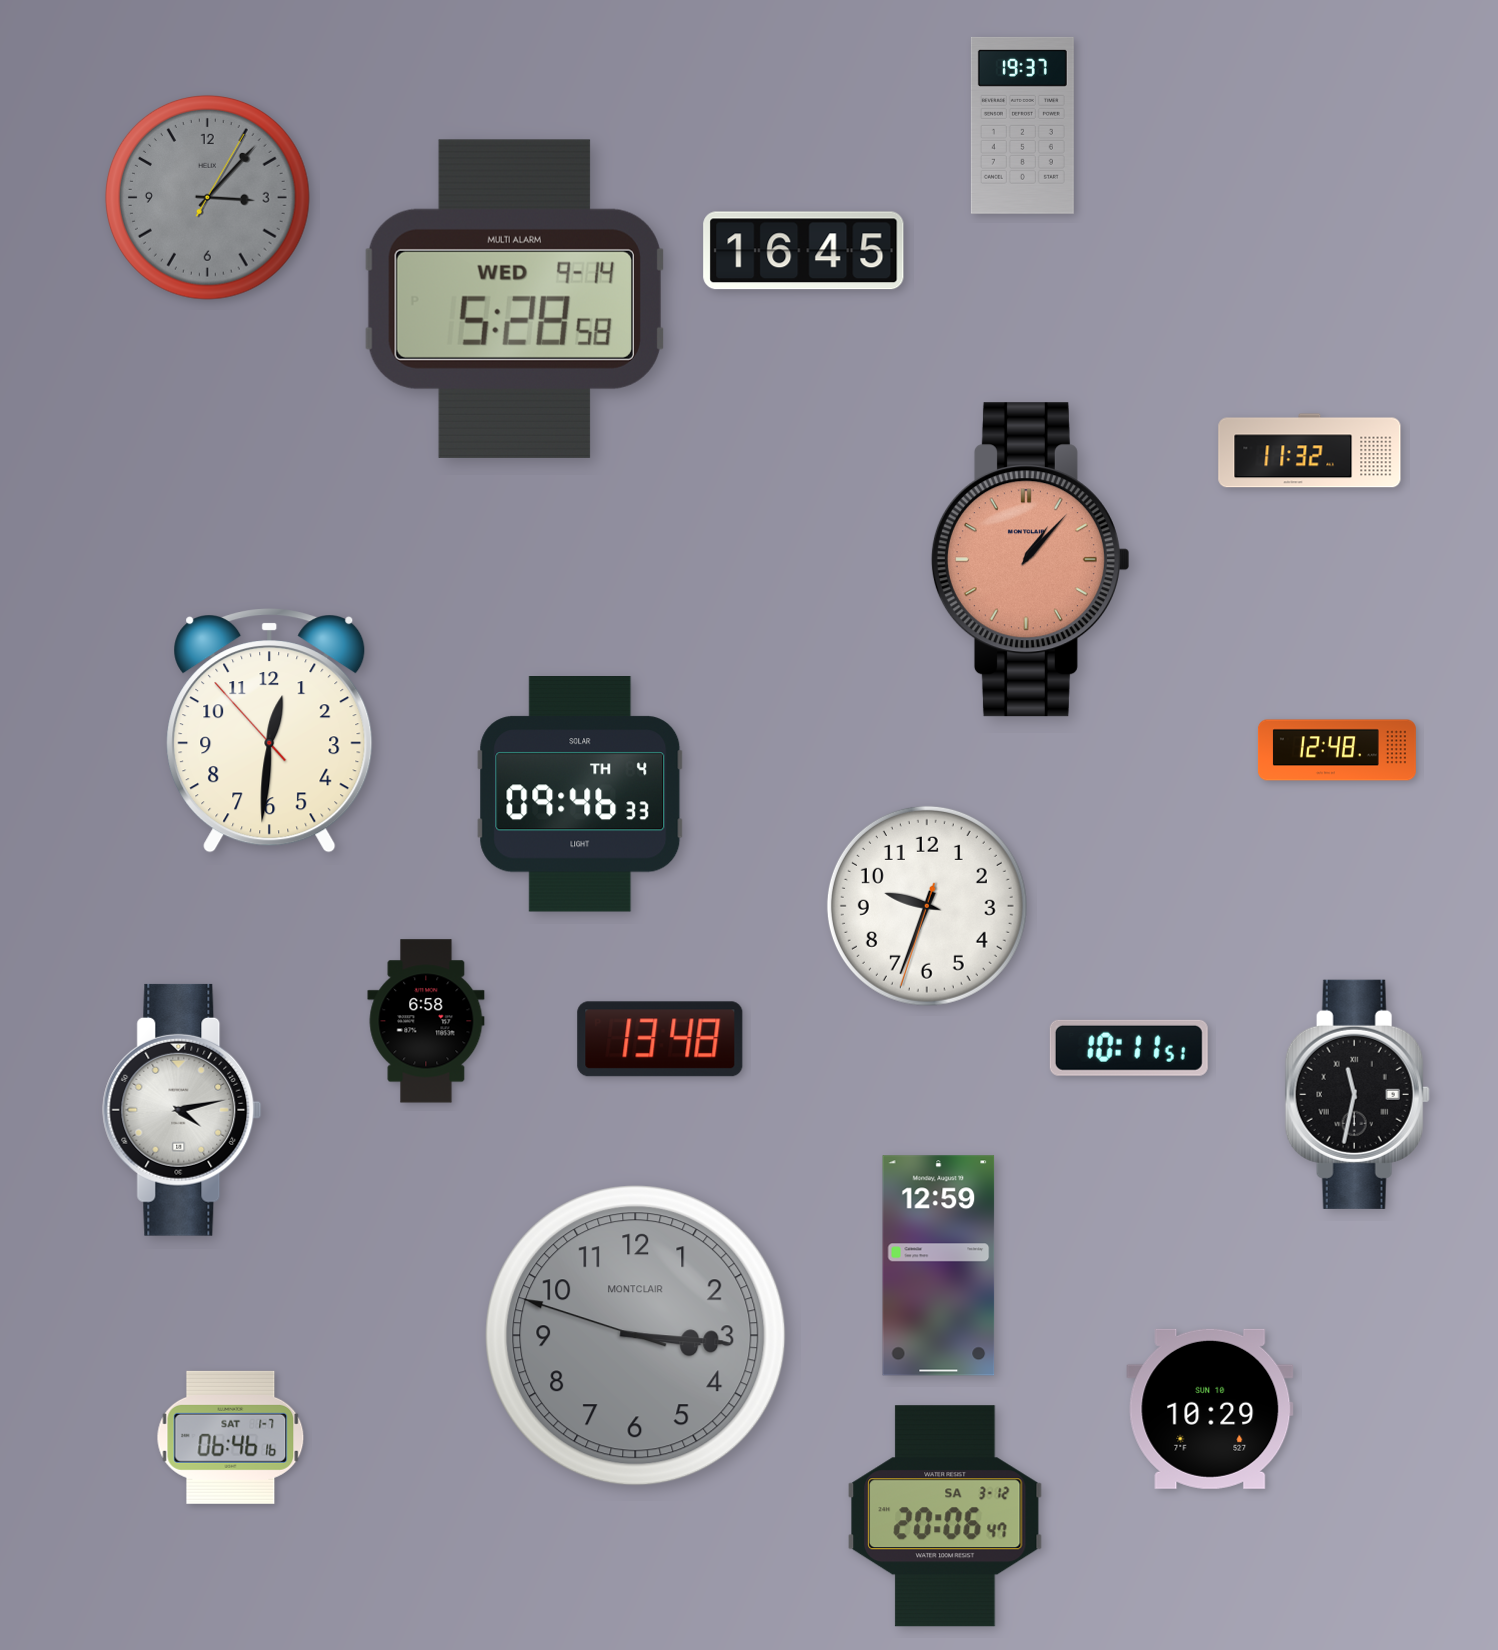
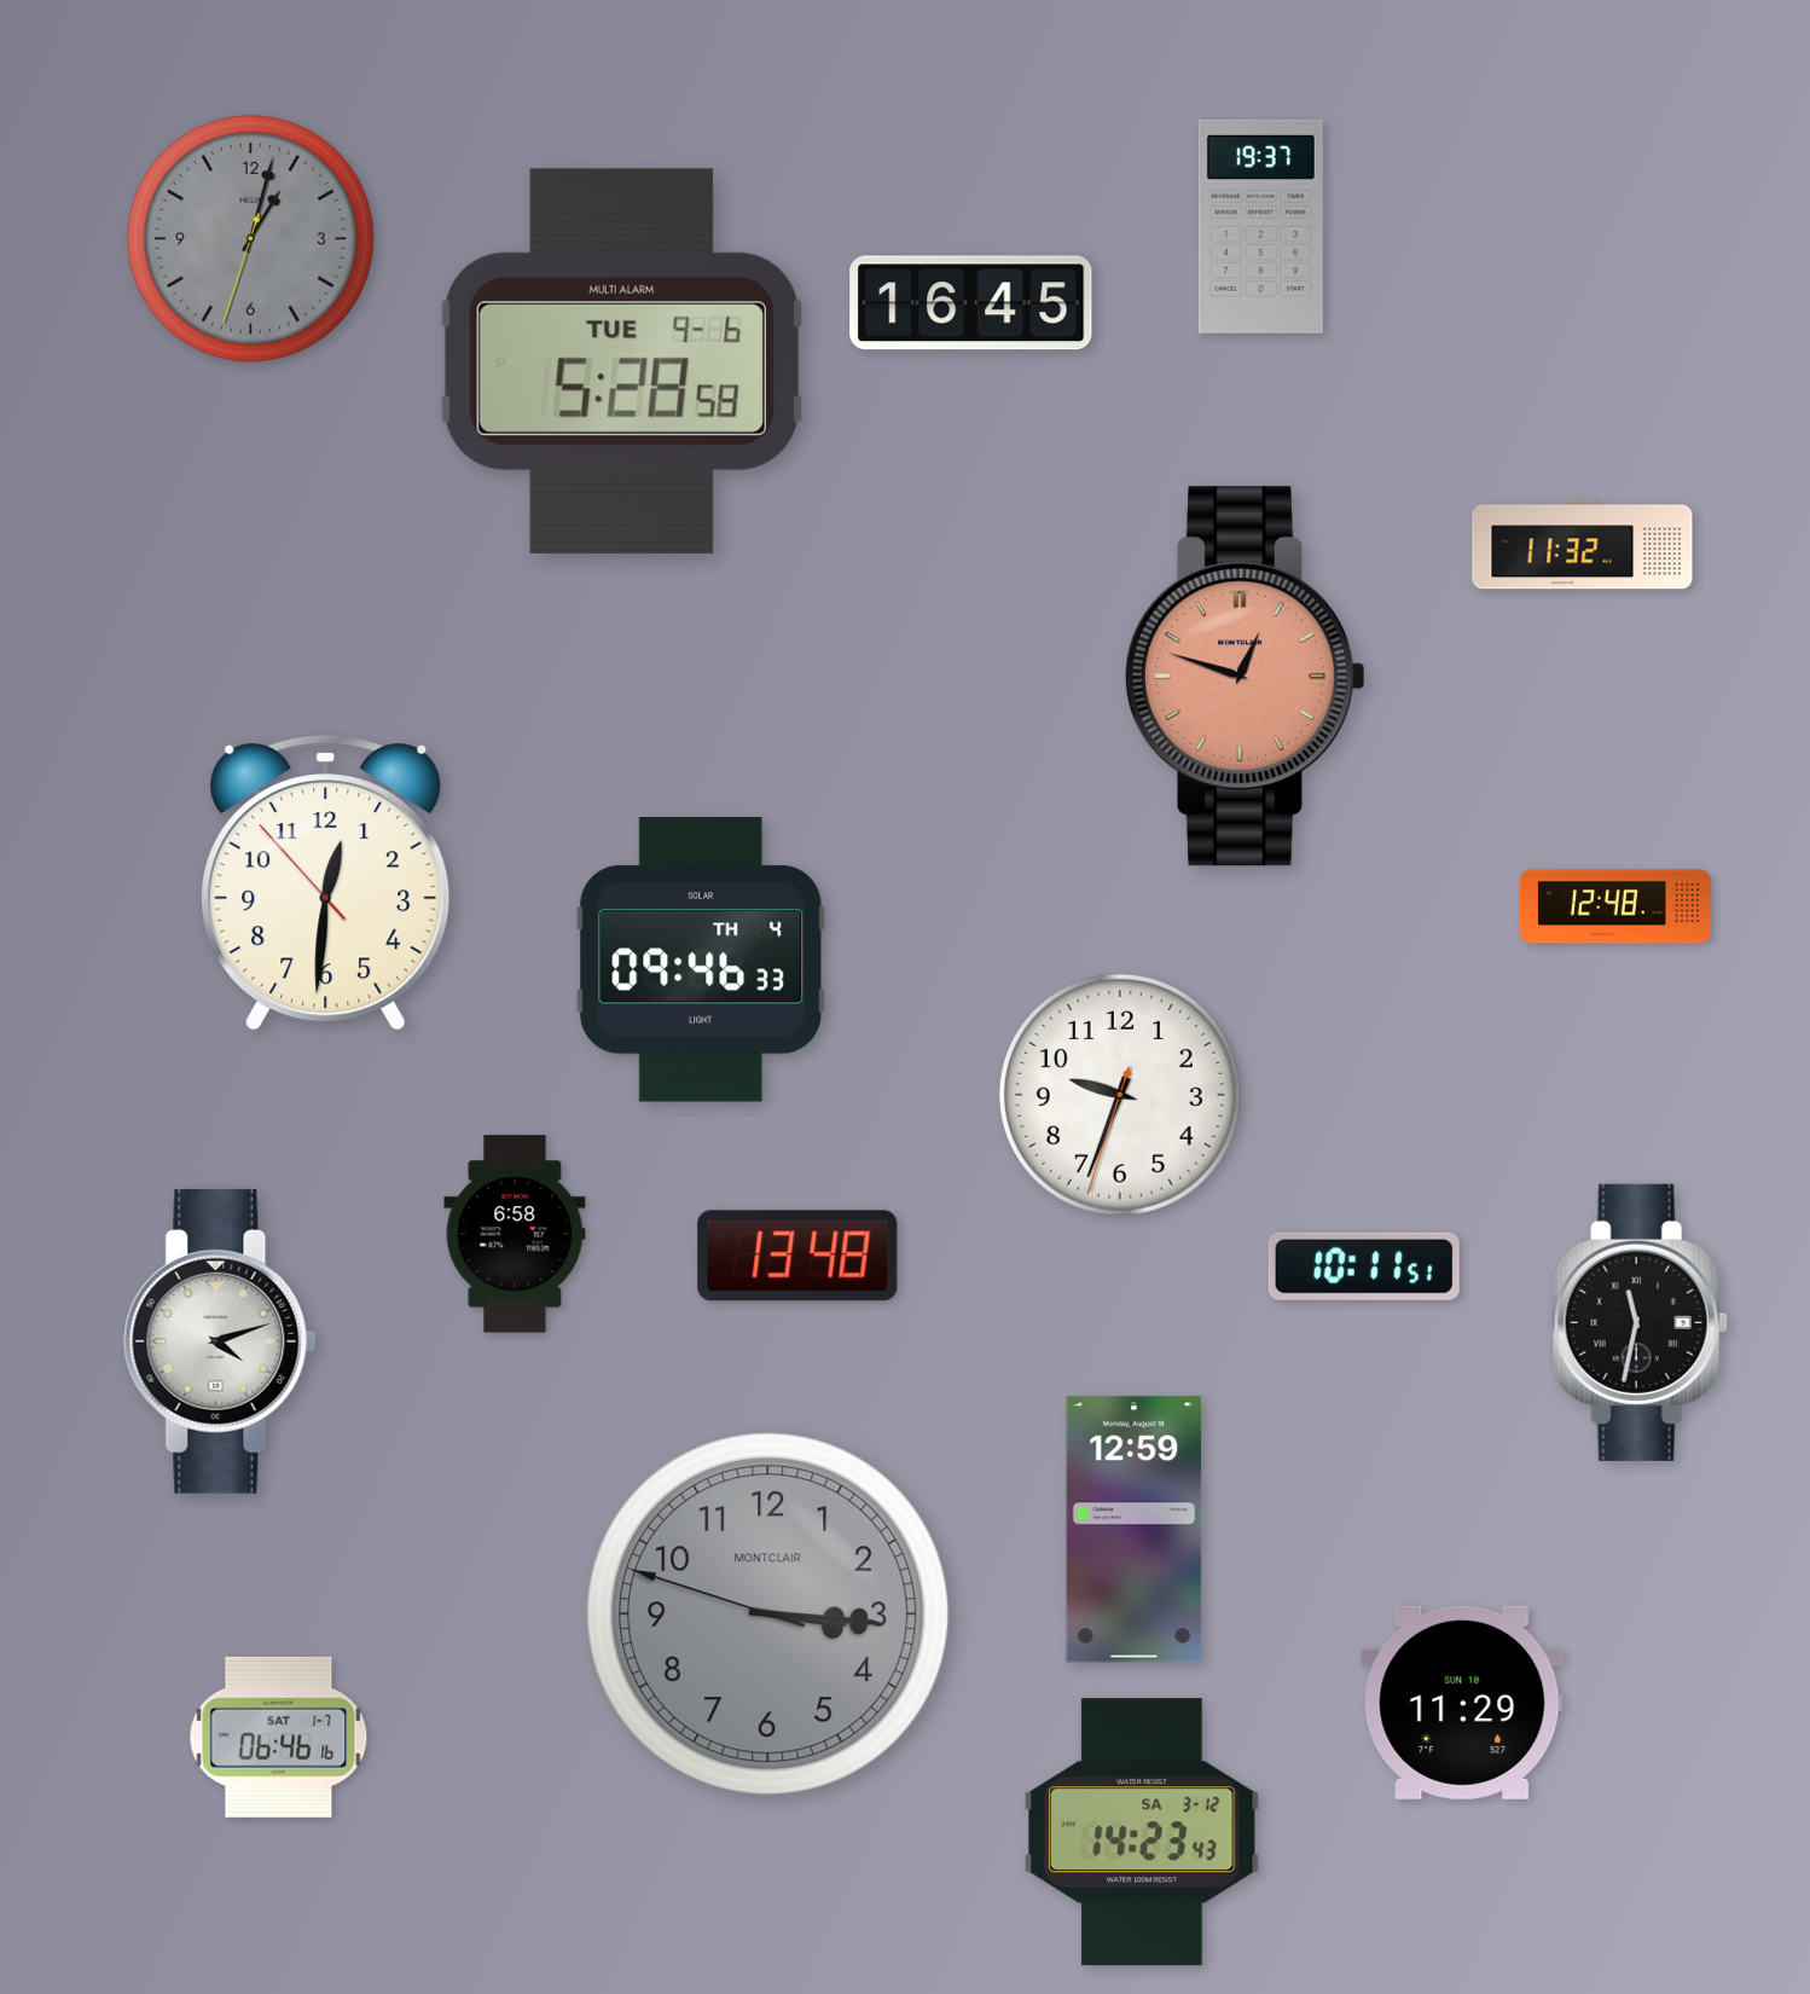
clock at (1022, 125) position: (1022, 125) -> (1260, 226)
clock at (207, 197): 3:07 -> 1:02
clock at (514, 299) date: WED 9-14 -> TUE 9-6
clock at (1030, 560): 1:07 -> 12:48
clock at (182, 1110): 4:13 -> 4:12
clock at (1210, 1409): 10:29 -> 11:29
clock at (945, 1516): 20:06 -> 14:23
